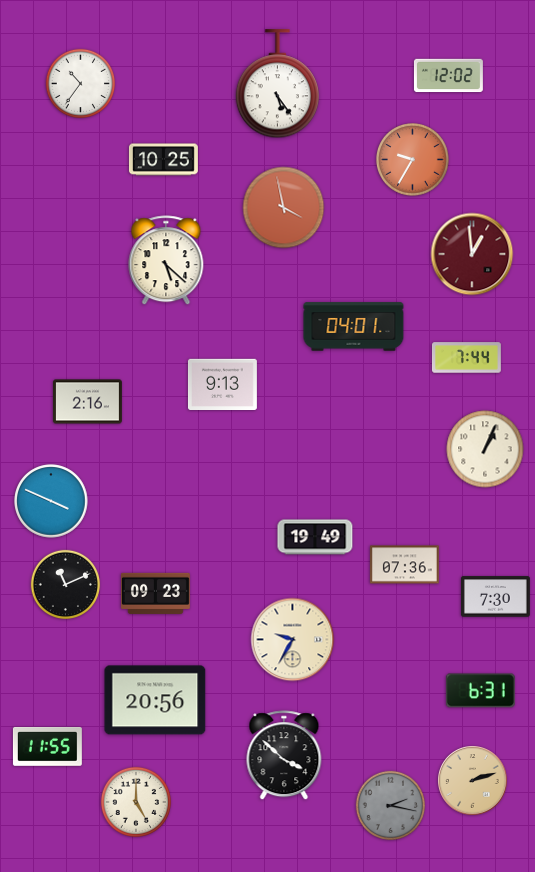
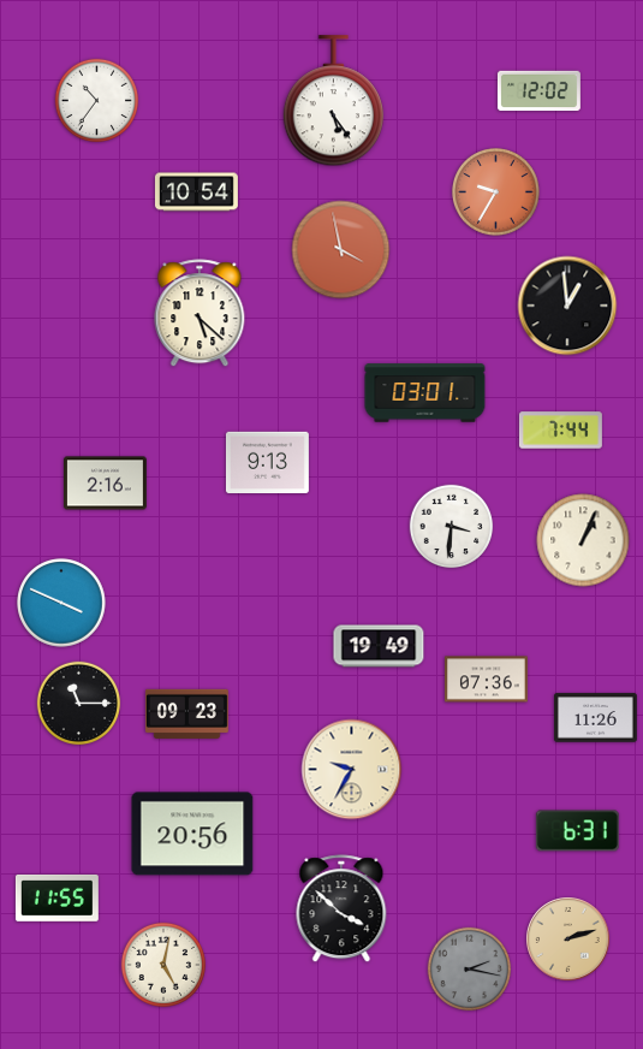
clock at (163, 160): 10:25 -> 10:54
clock at (472, 254) dial: burgundy -> black
clock at (354, 327): 04:01 -> 03:01
clock at (452, 527): none -> 3:31
clock at (66, 585): 11:11 -> 11:15
clock at (495, 597): 7:30 -> 11:26
clock at (155, 700) position: (155, 700) -> (192, 834)
clock at (136, 802): 5:00 -> 5:02
